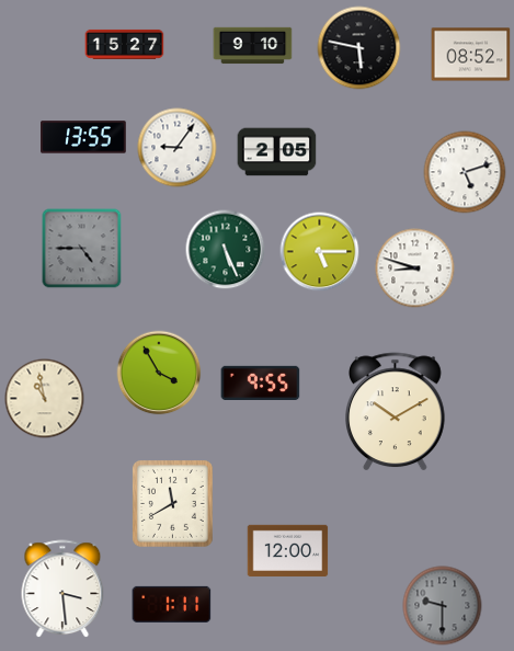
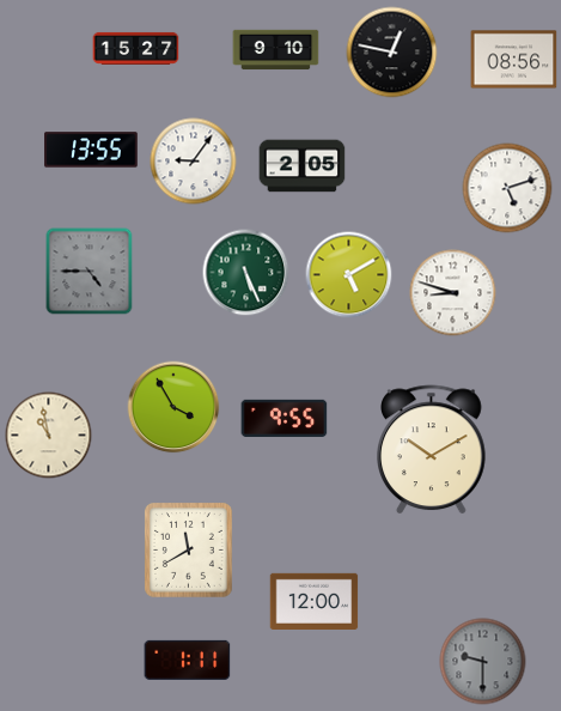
clock at (359, 48): 5:47 -> 12:47
clock at (471, 55): 08:52 -> 08:56
clock at (320, 252): 5:15 -> 5:10
clock at (62, 590): 3:29 -> none
